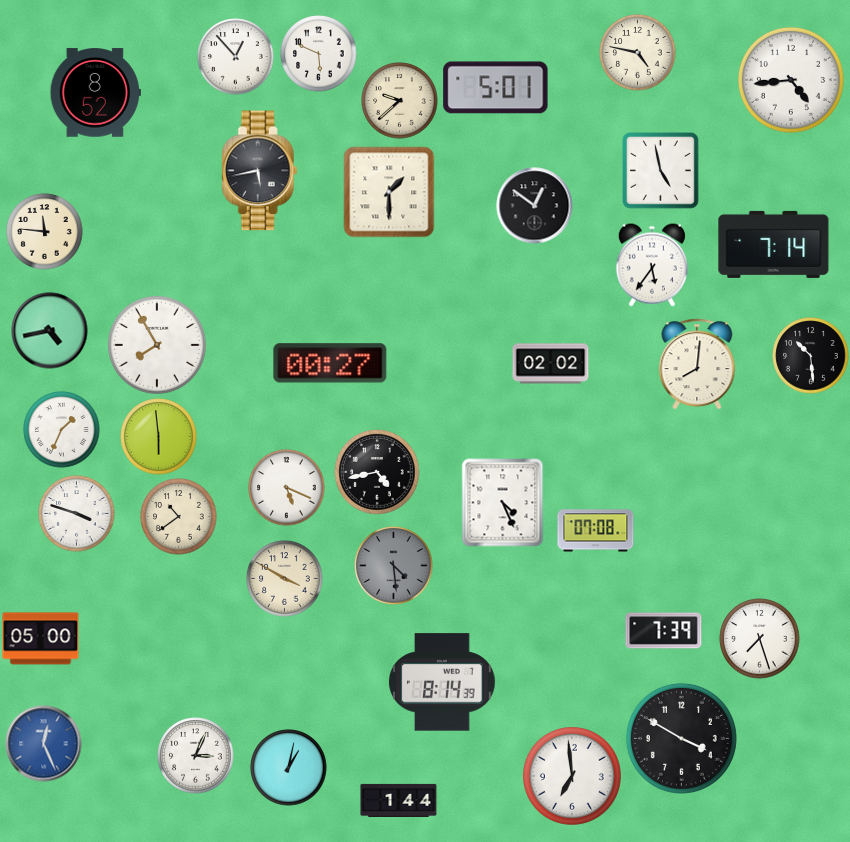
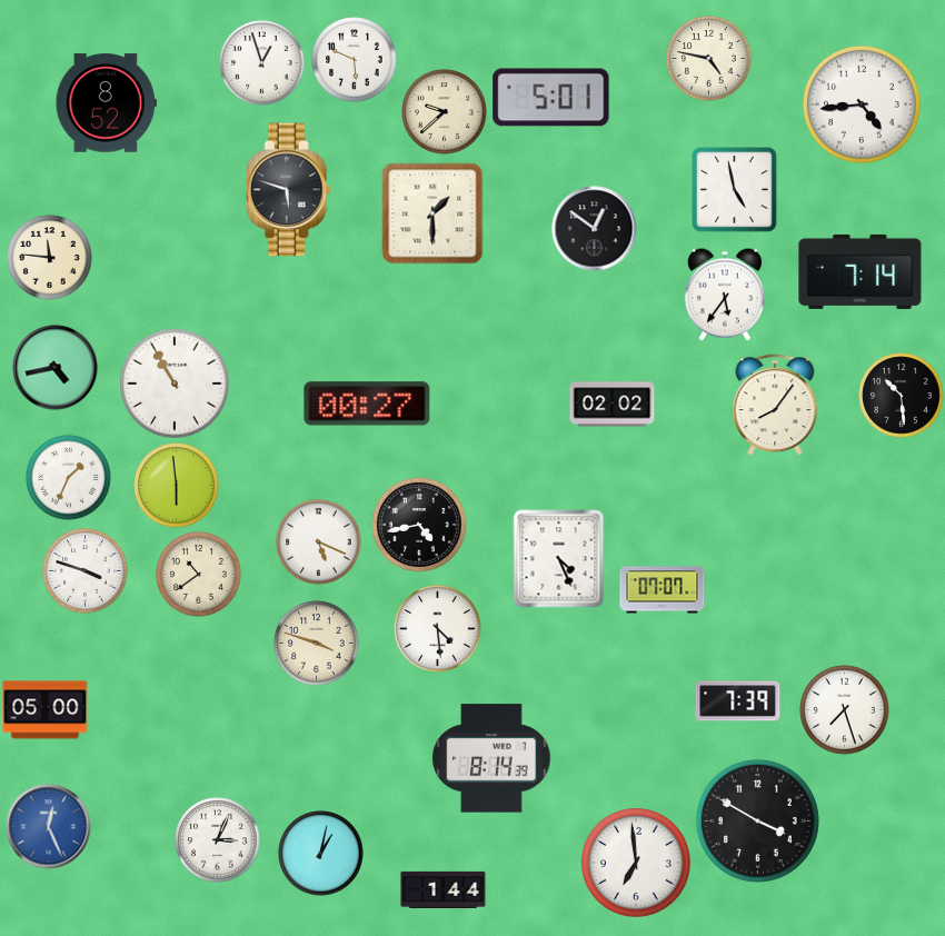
clock at (236, 57): 12:53 -> 12:57
clock at (791, 80) position: (791, 80) -> (862, 104)
clock at (259, 171): 5:43 -> 5:48
clock at (157, 345): 7:55 -> 10:55
clock at (697, 364): 8:01 -> 8:06
clock at (596, 531): 07:08 -> 07:07
clock at (394, 566) dial: grey -> white
clock at (285, 579): 3:50 -> 3:48
